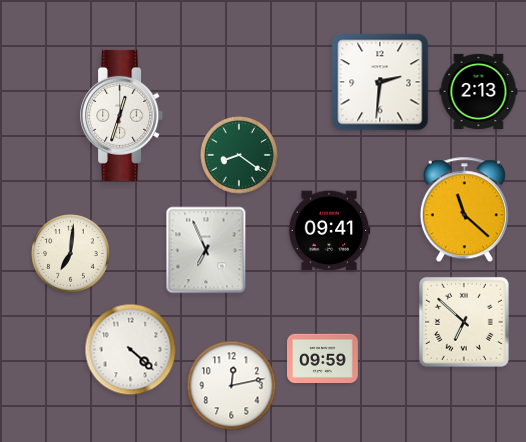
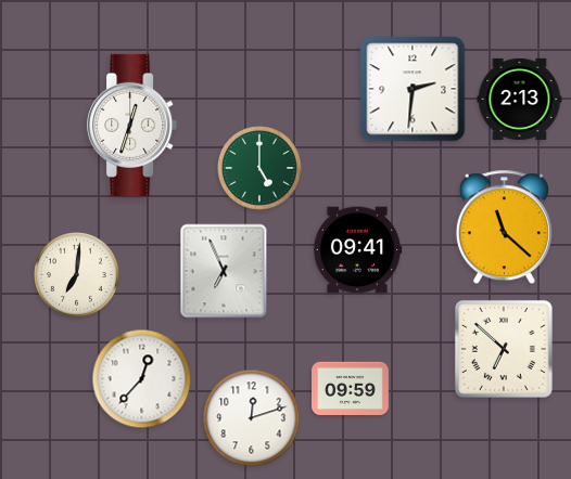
clock at (240, 156): 8:21 -> 5:00
clock at (131, 350): 4:22 -> 12:37
clock at (232, 386): 12:13 -> 12:12
